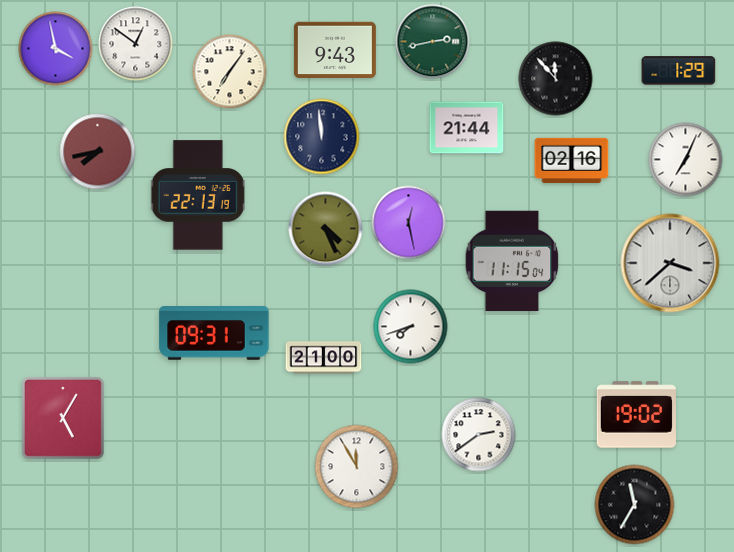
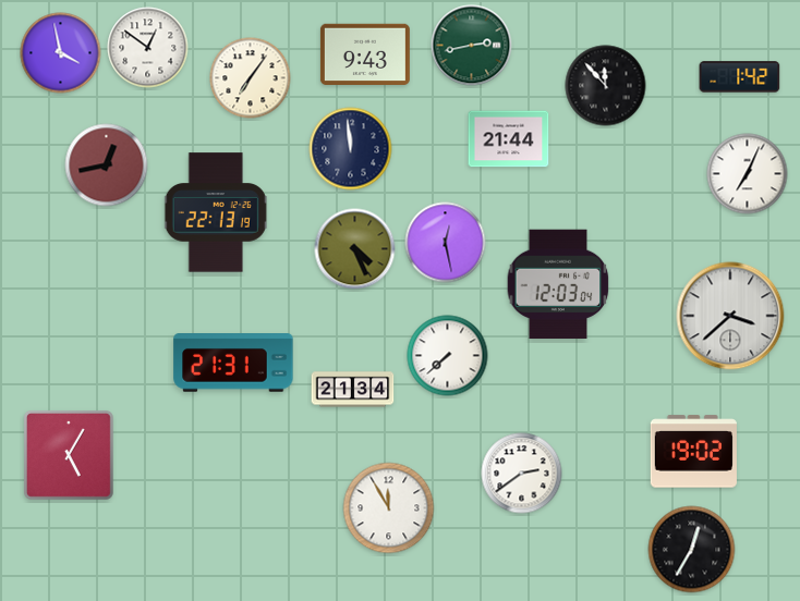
clock at (679, 71): 1:29 -> 1:42
clock at (98, 152): 7:43 -> 12:43
clock at (572, 161): 02:16 -> none
clock at (512, 261): 11:15 -> 12:03
clock at (670, 263) position: (670, 263) -> (730, 316)
clock at (411, 327): 7:42 -> 7:38
clock at (214, 334): 09:31 -> 21:31
clock at (324, 358): 21:00 -> 21:34
clock at (635, 505): 11:35 -> 12:35
